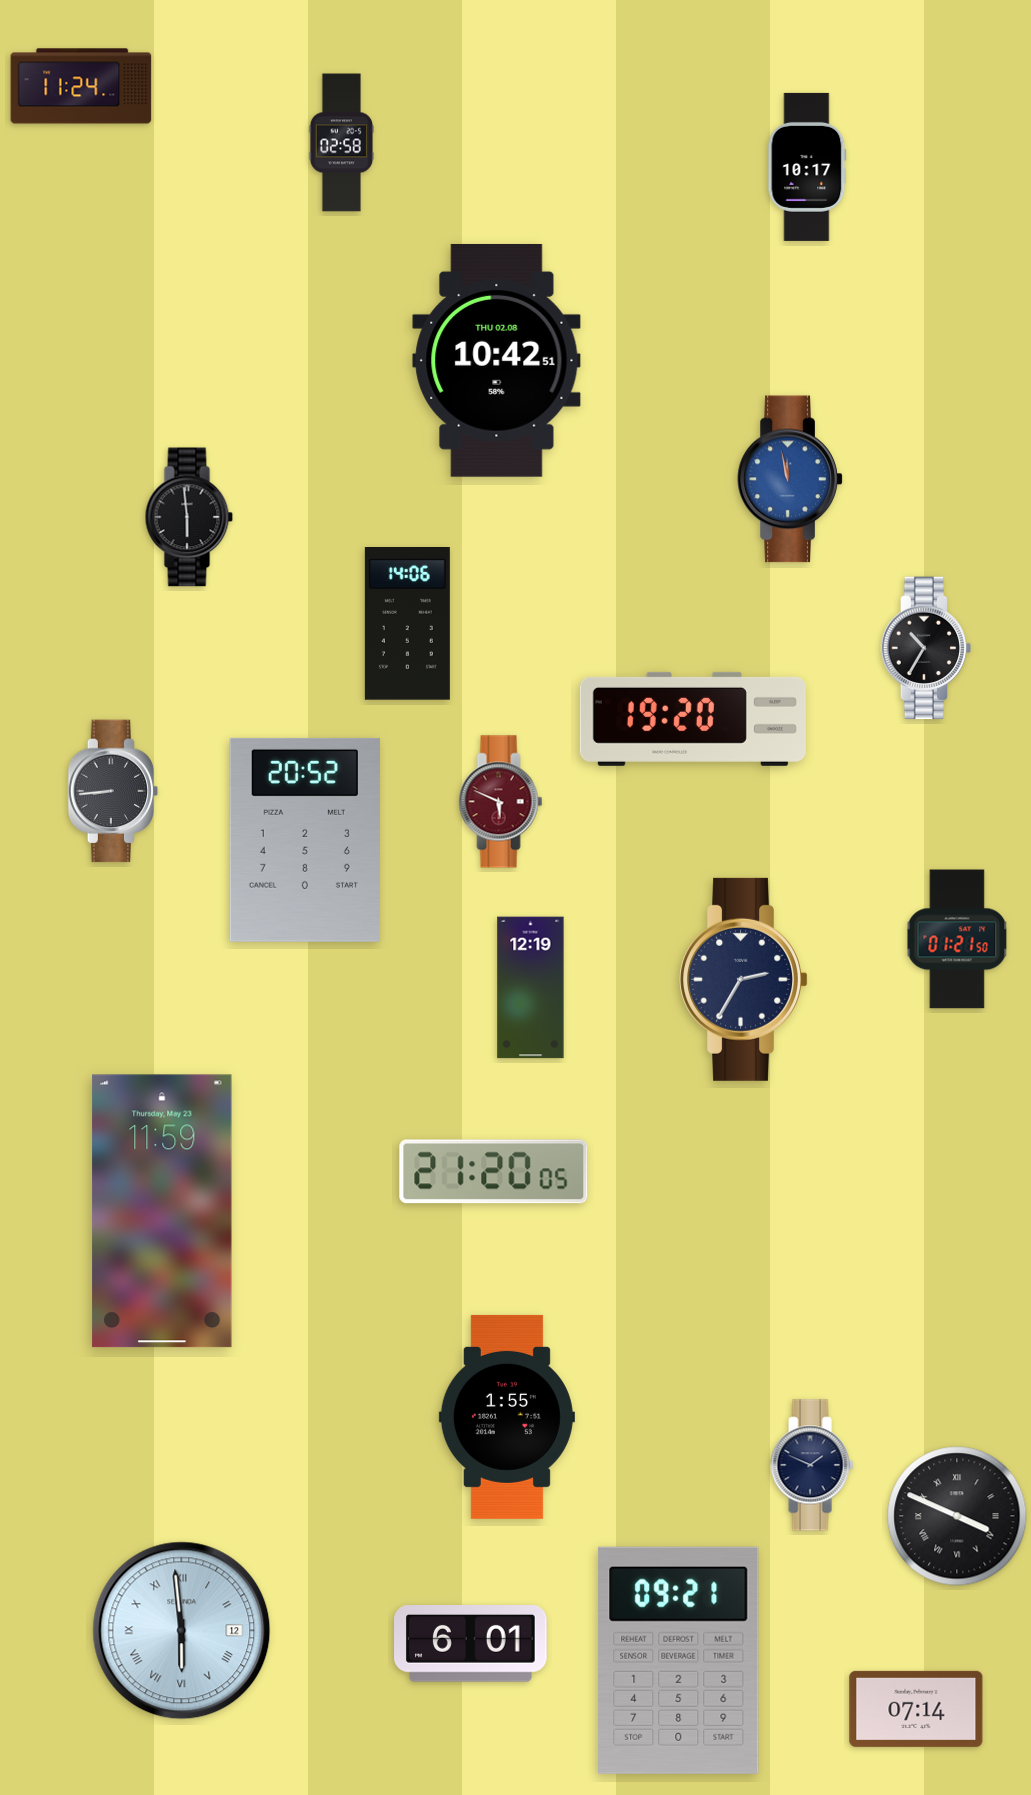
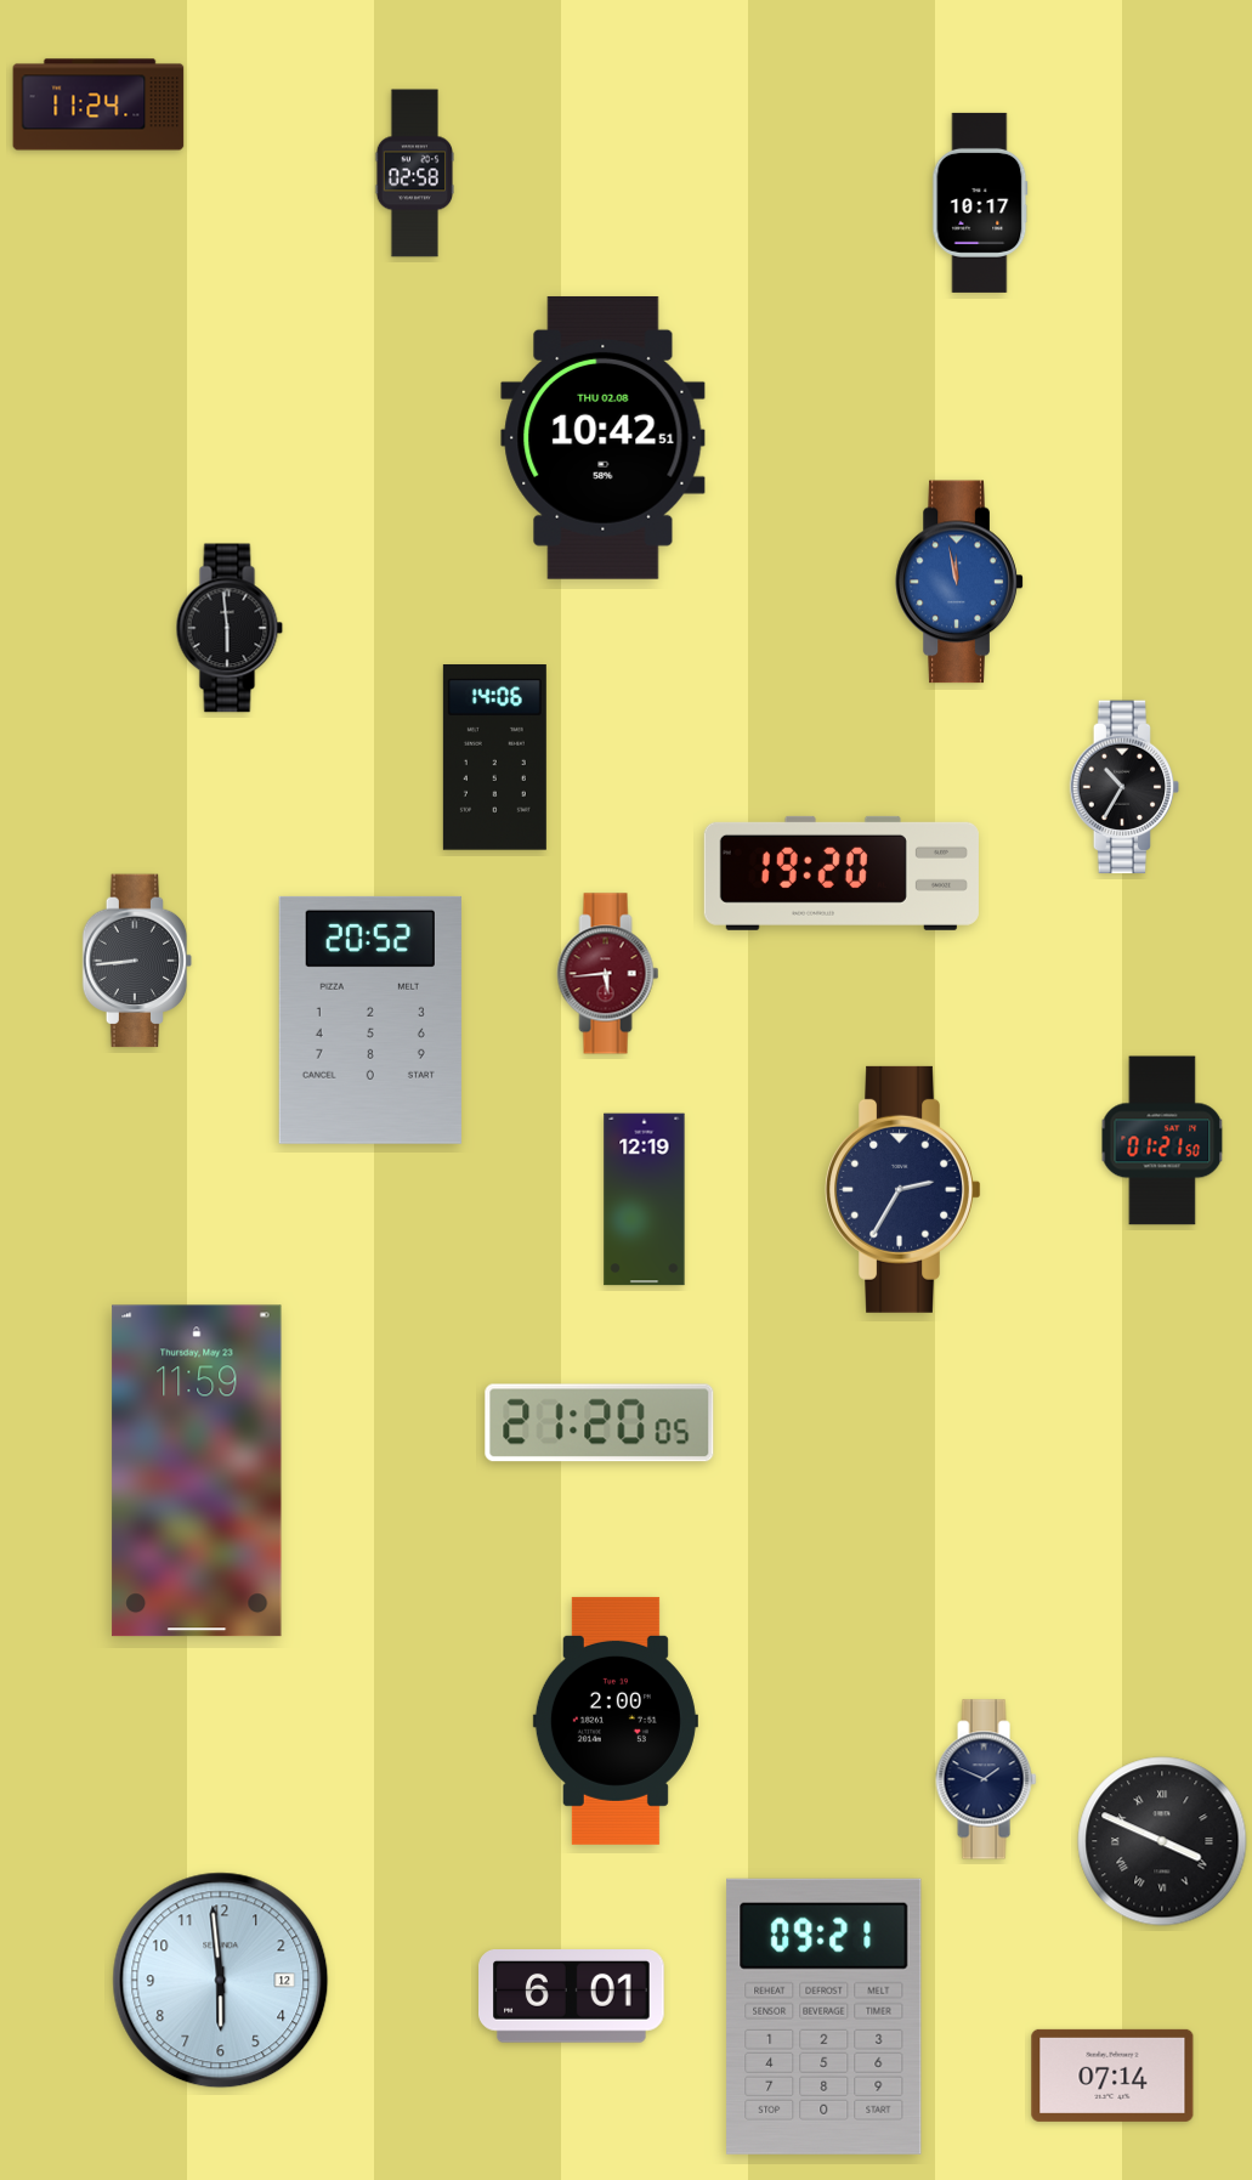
clock at (501, 802): 5:49 -> 5:44
clock at (507, 1417): 1:55 -> 2:00
clock at (182, 1631) numerals: Roman -> Arabic
